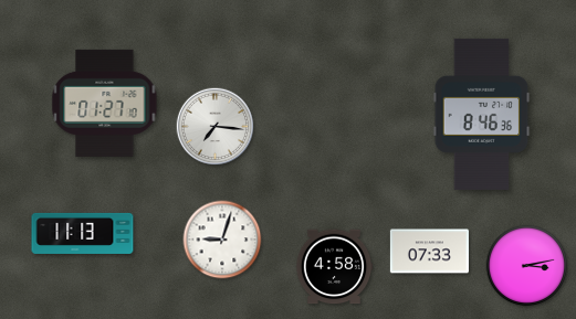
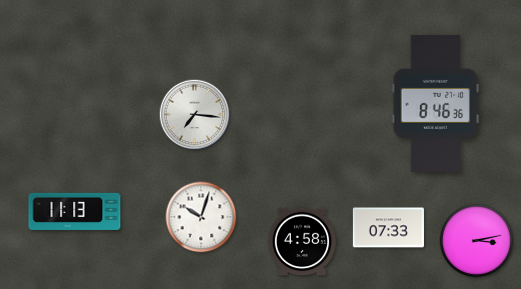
clock at (105, 103): 01:27 -> none
clock at (222, 240): 9:03 -> 10:03
